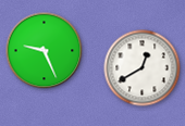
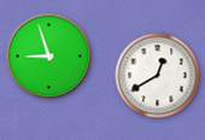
clock at (45, 51): 9:26 -> 8:57
